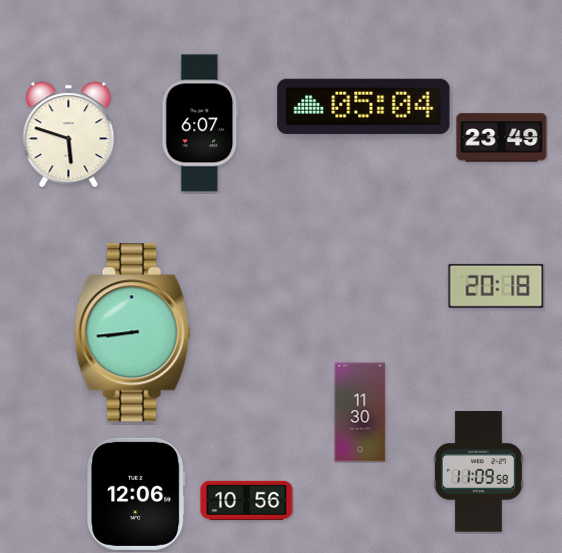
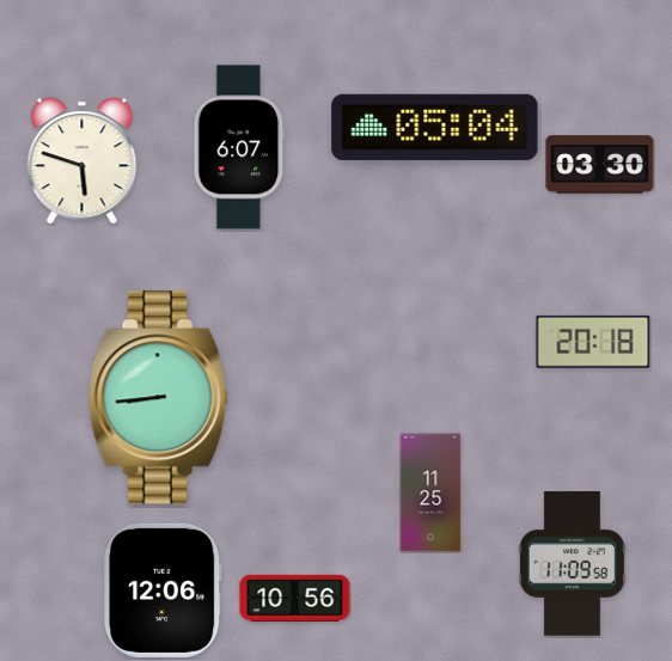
clock at (502, 138): 23:49 -> 03:30
clock at (360, 412): 11:30 -> 11:25
